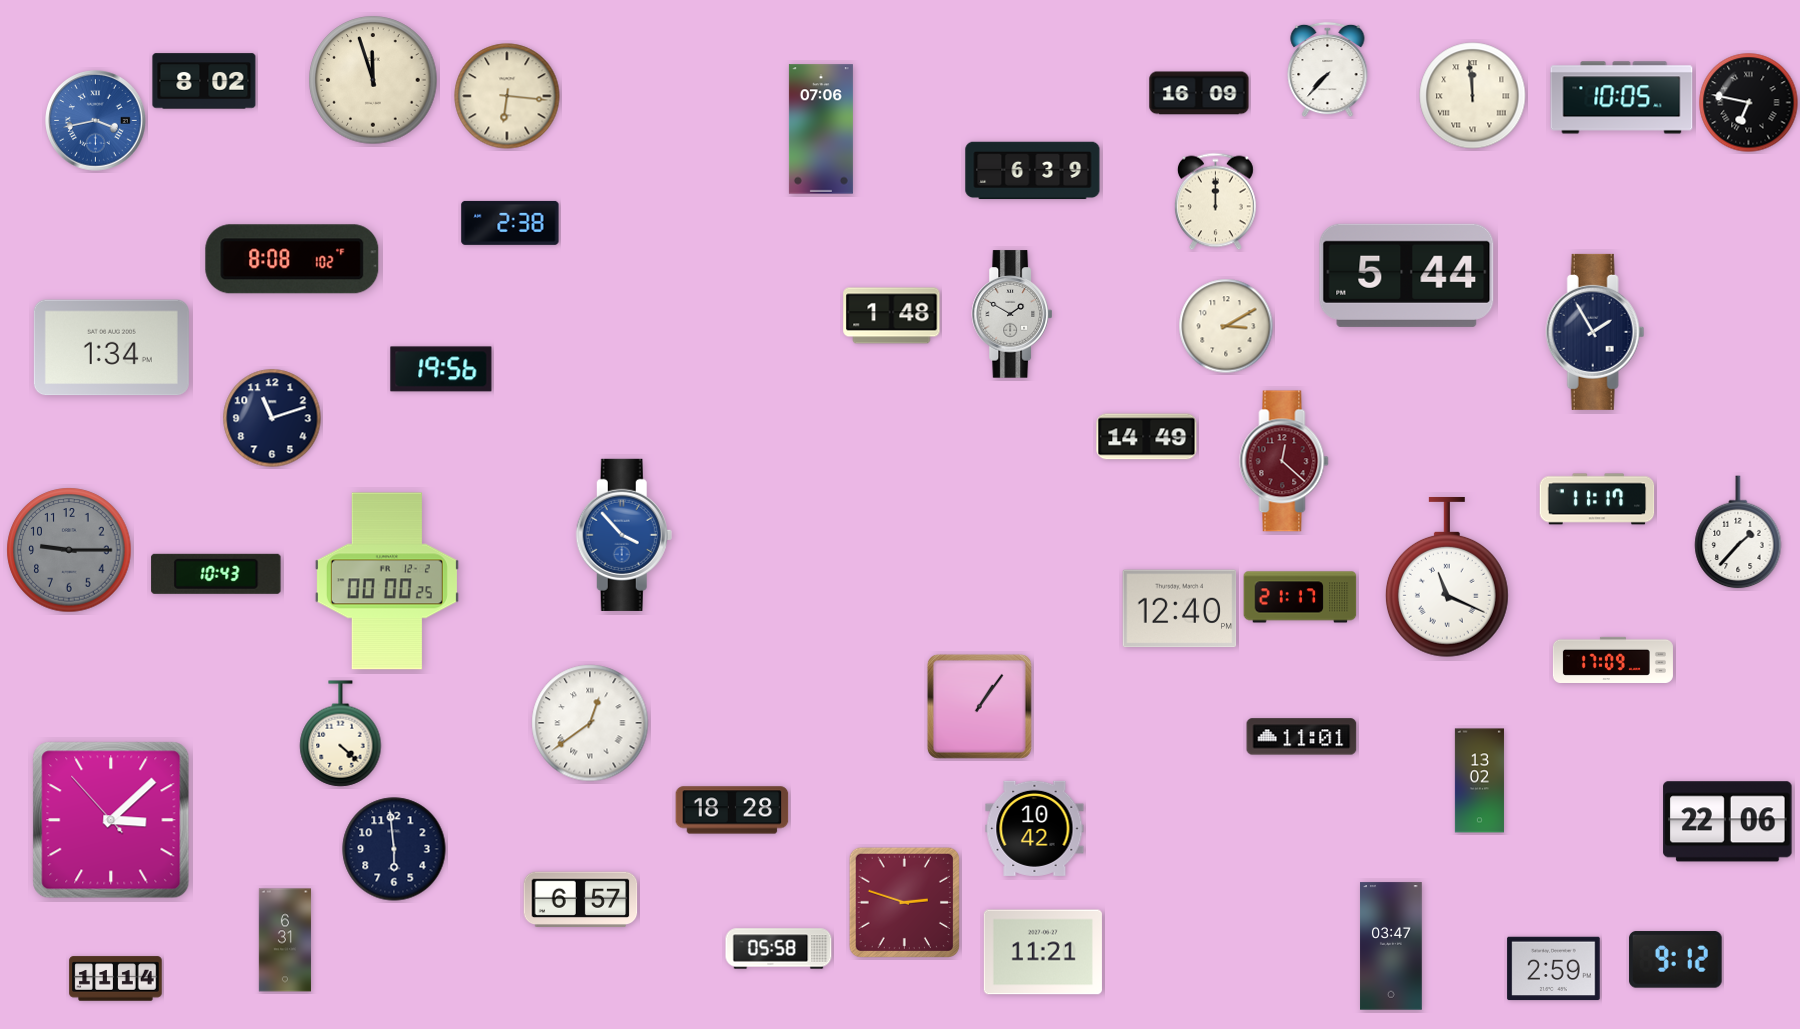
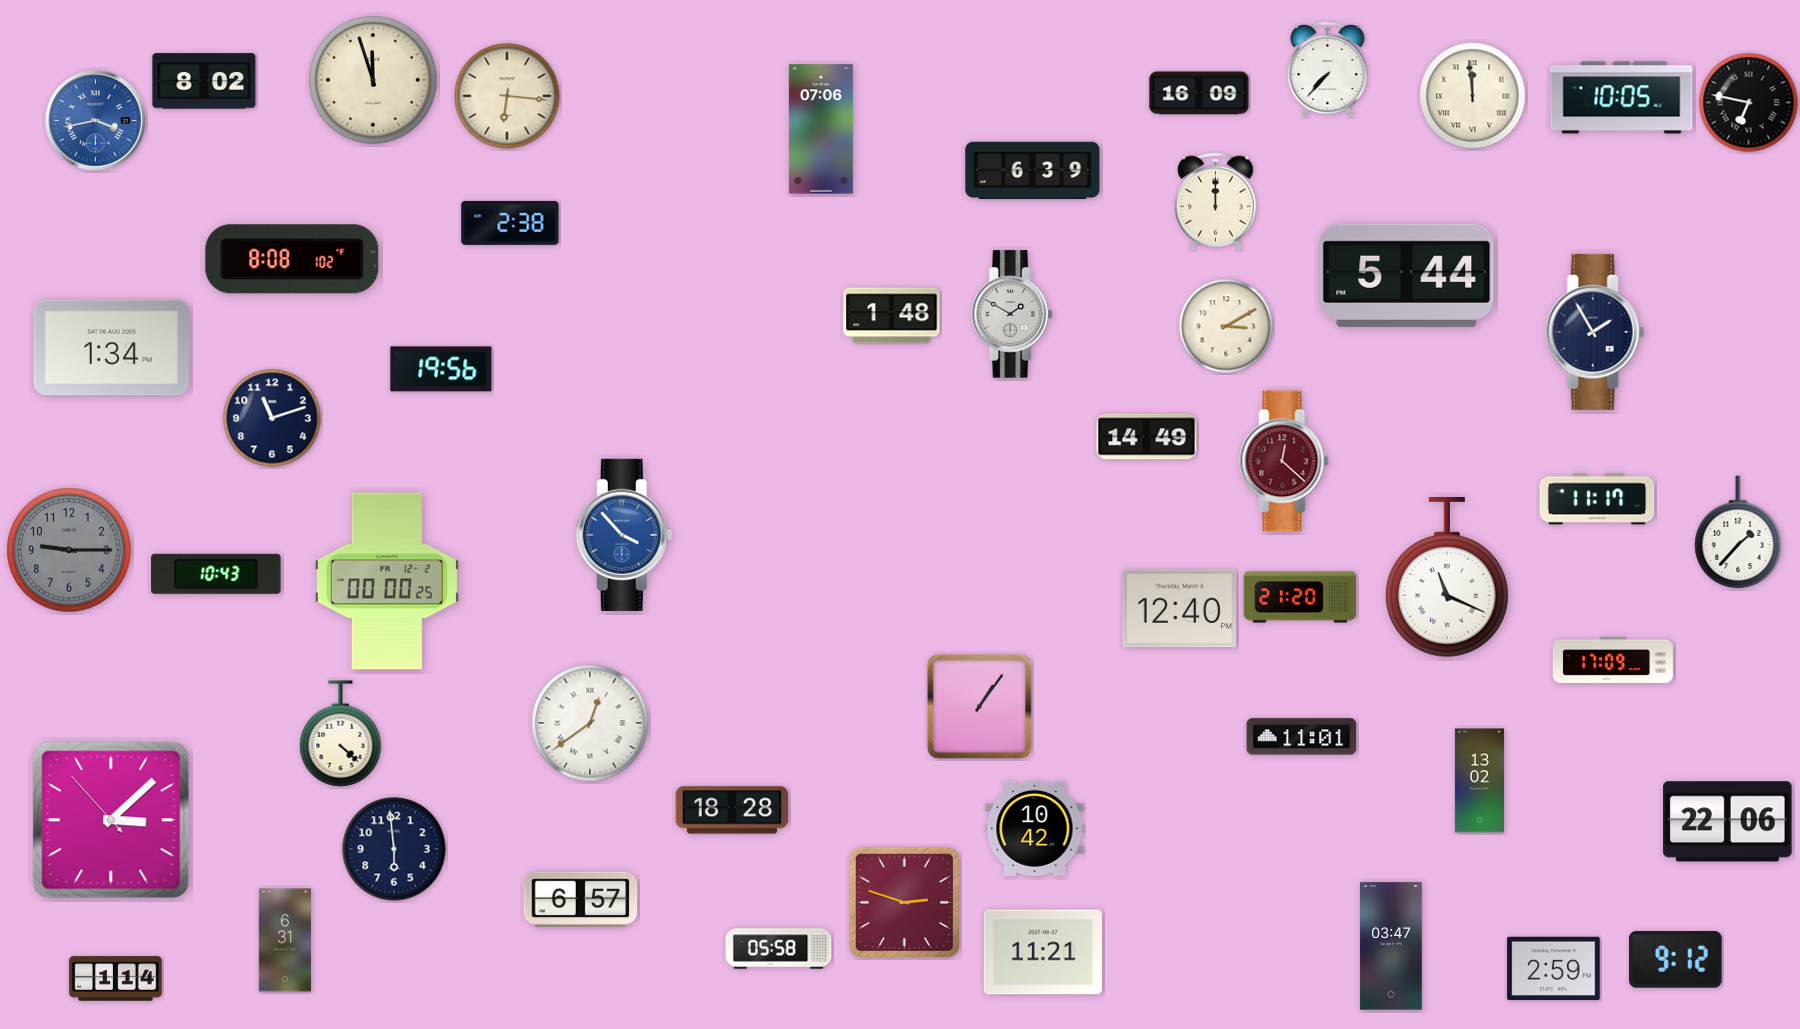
clock at (1300, 597): 21:17 -> 21:20
clock at (116, 979): 11:14 -> 1:14
